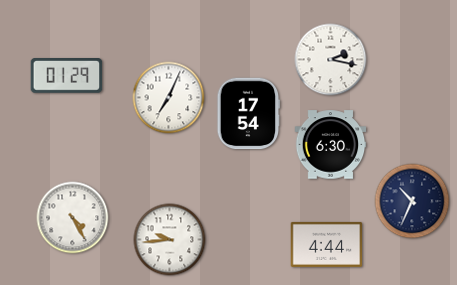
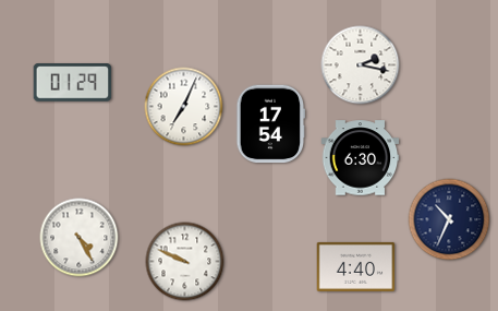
clock at (170, 240): 9:44 -> 9:49
clock at (327, 244): 4:44 -> 4:40
